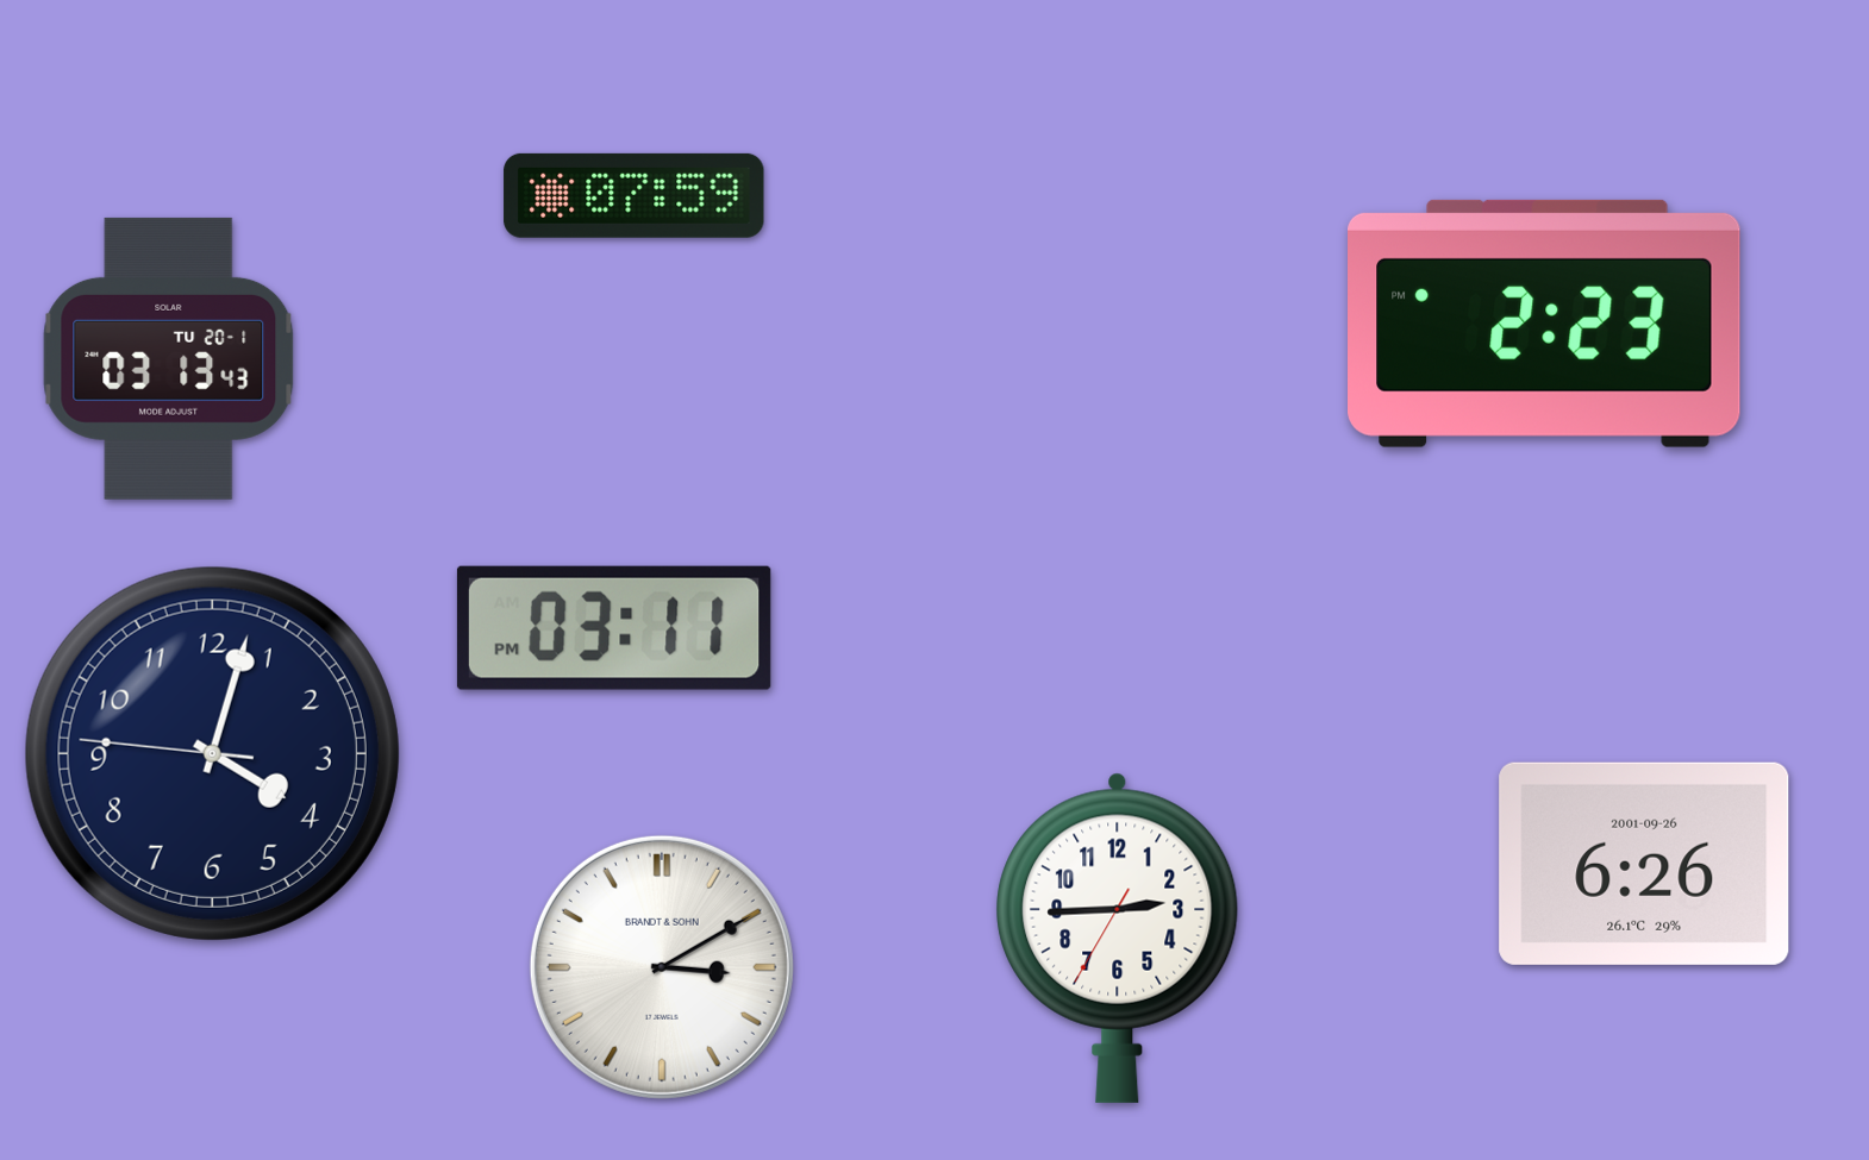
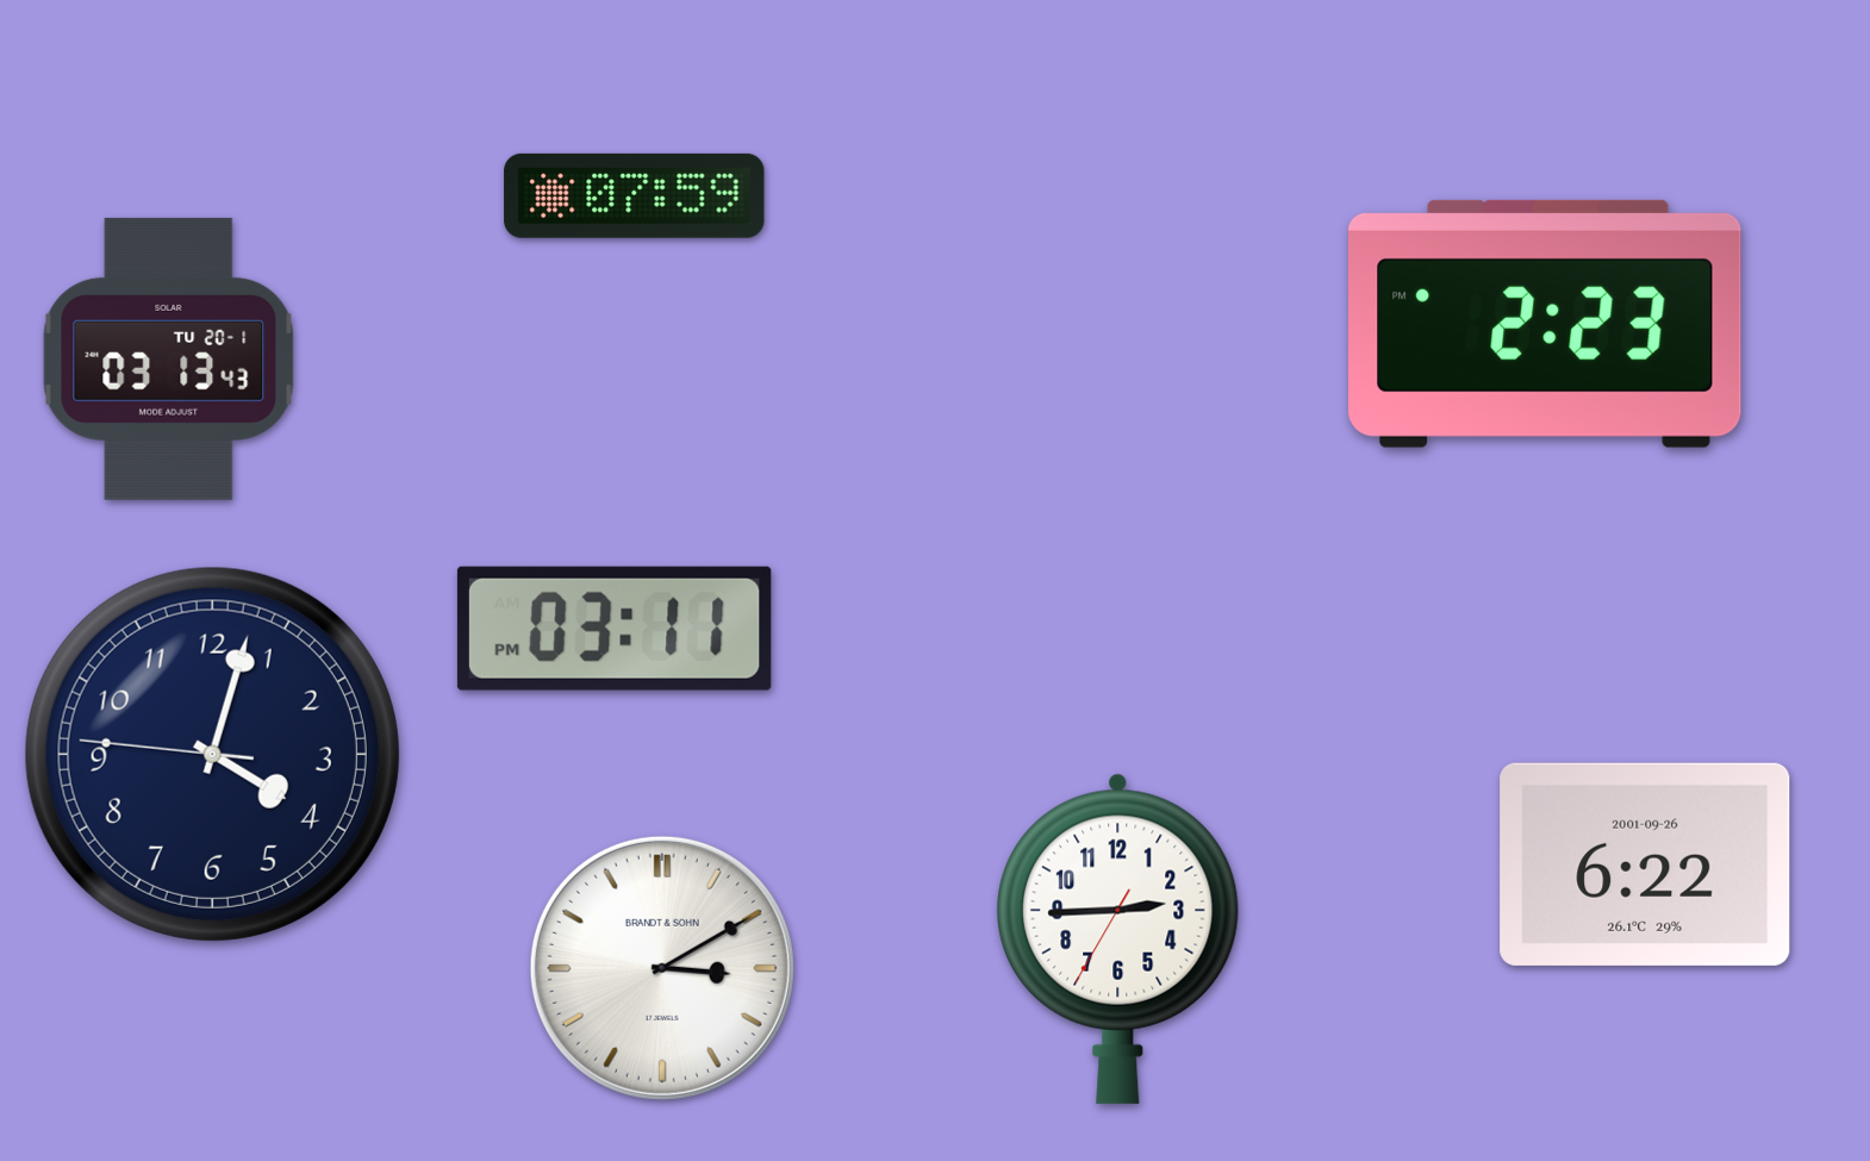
clock at (1644, 864): 6:26 -> 6:22
